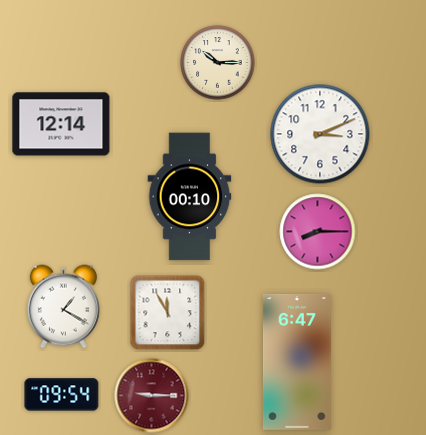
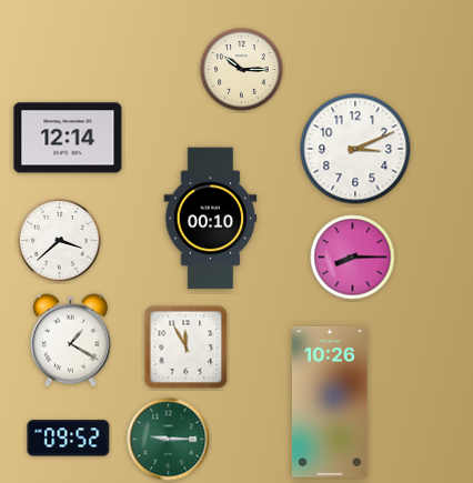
clock at (60, 241): none -> 3:38
clock at (298, 362): 6:47 -> 10:26
clock at (62, 395): 09:54 -> 09:52
clock at (152, 396) dial: burgundy -> green
